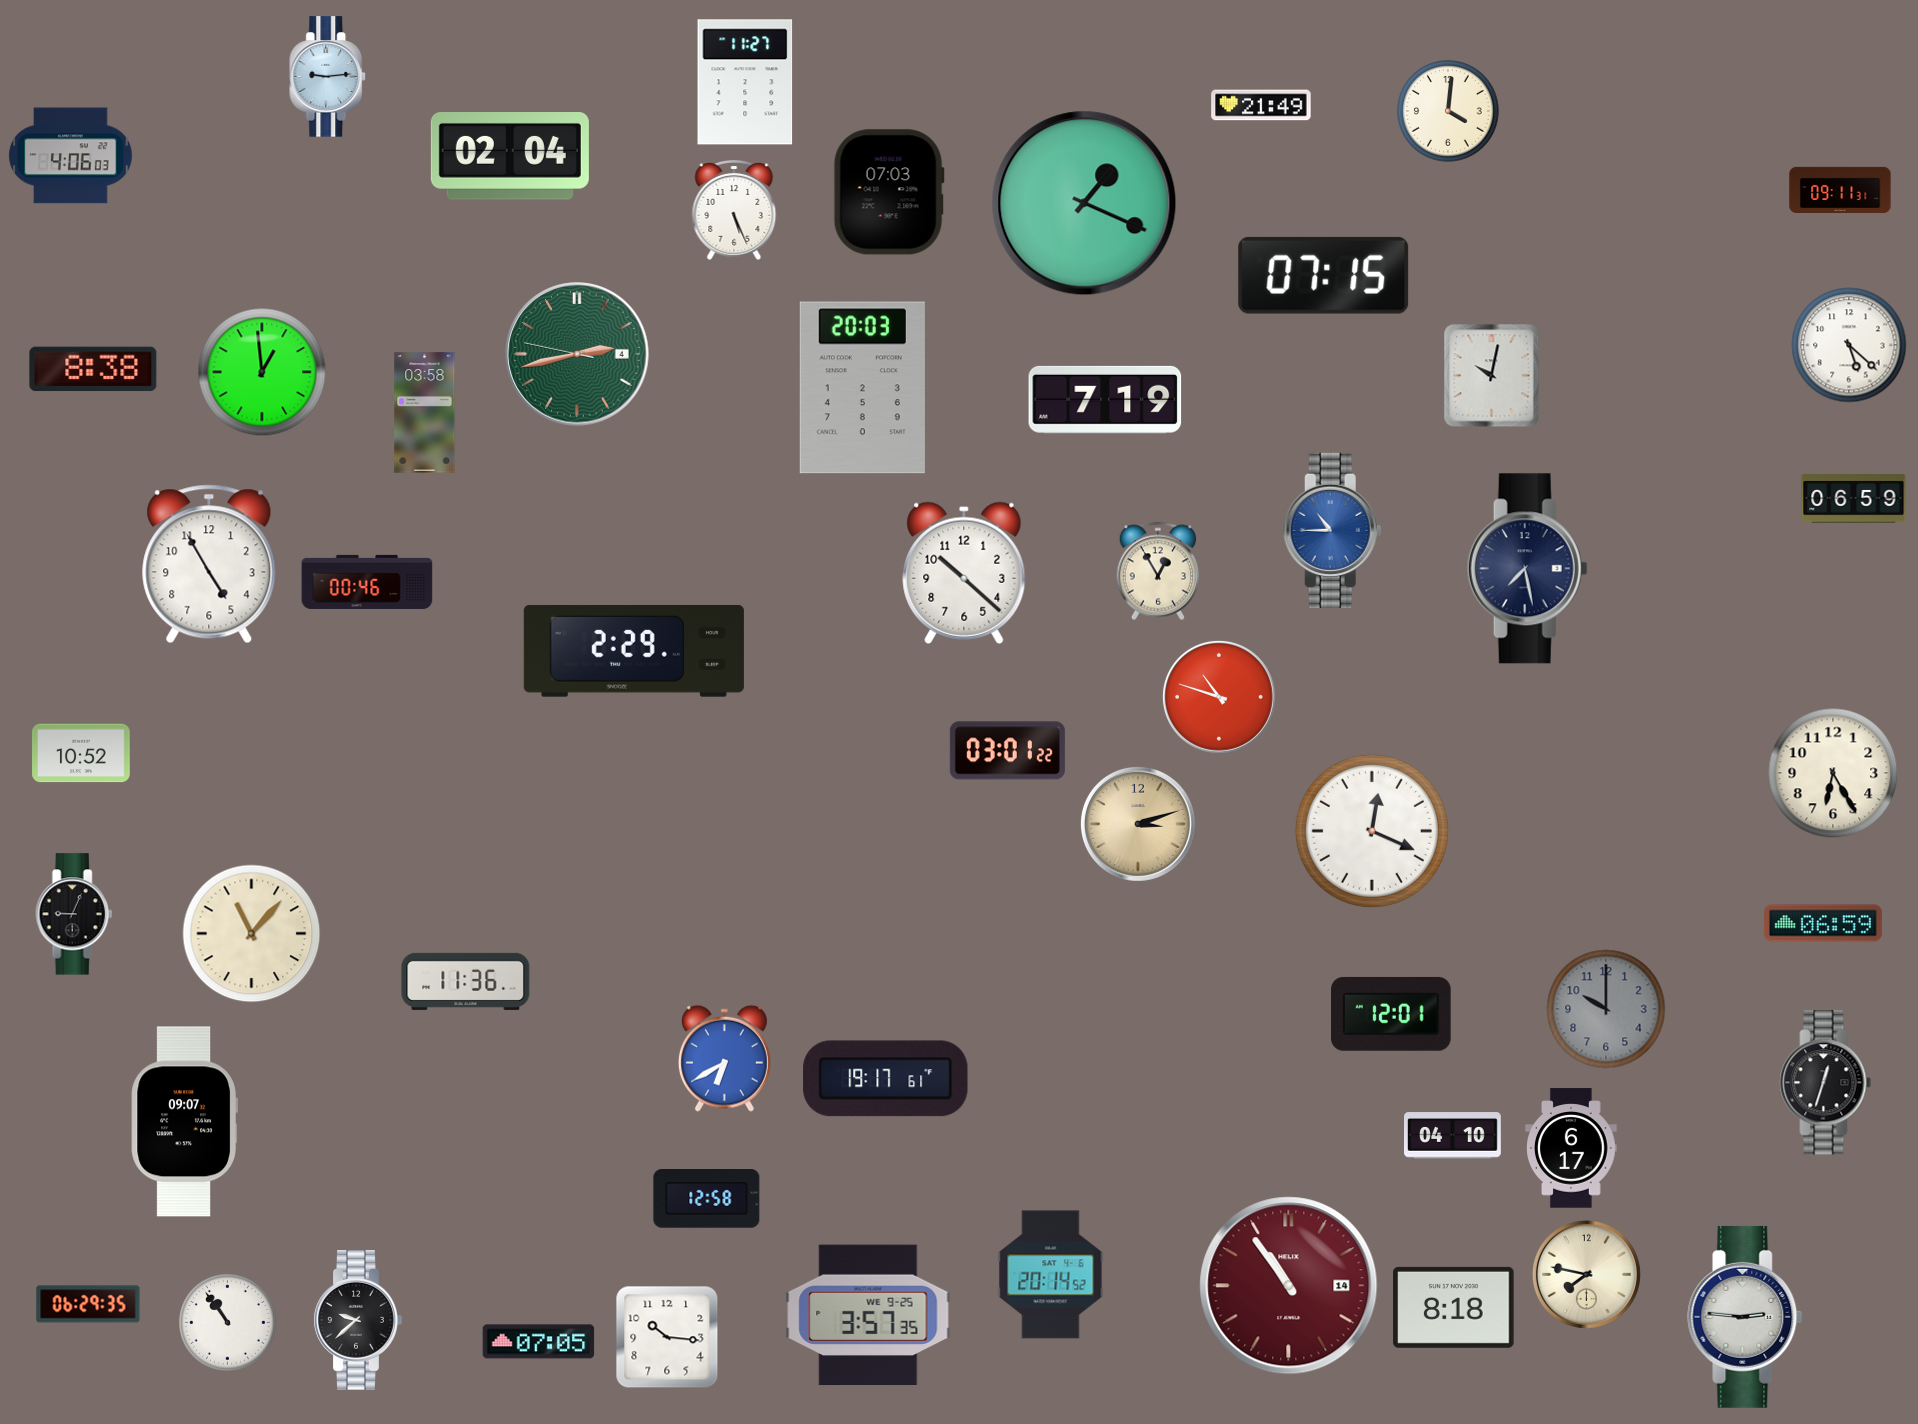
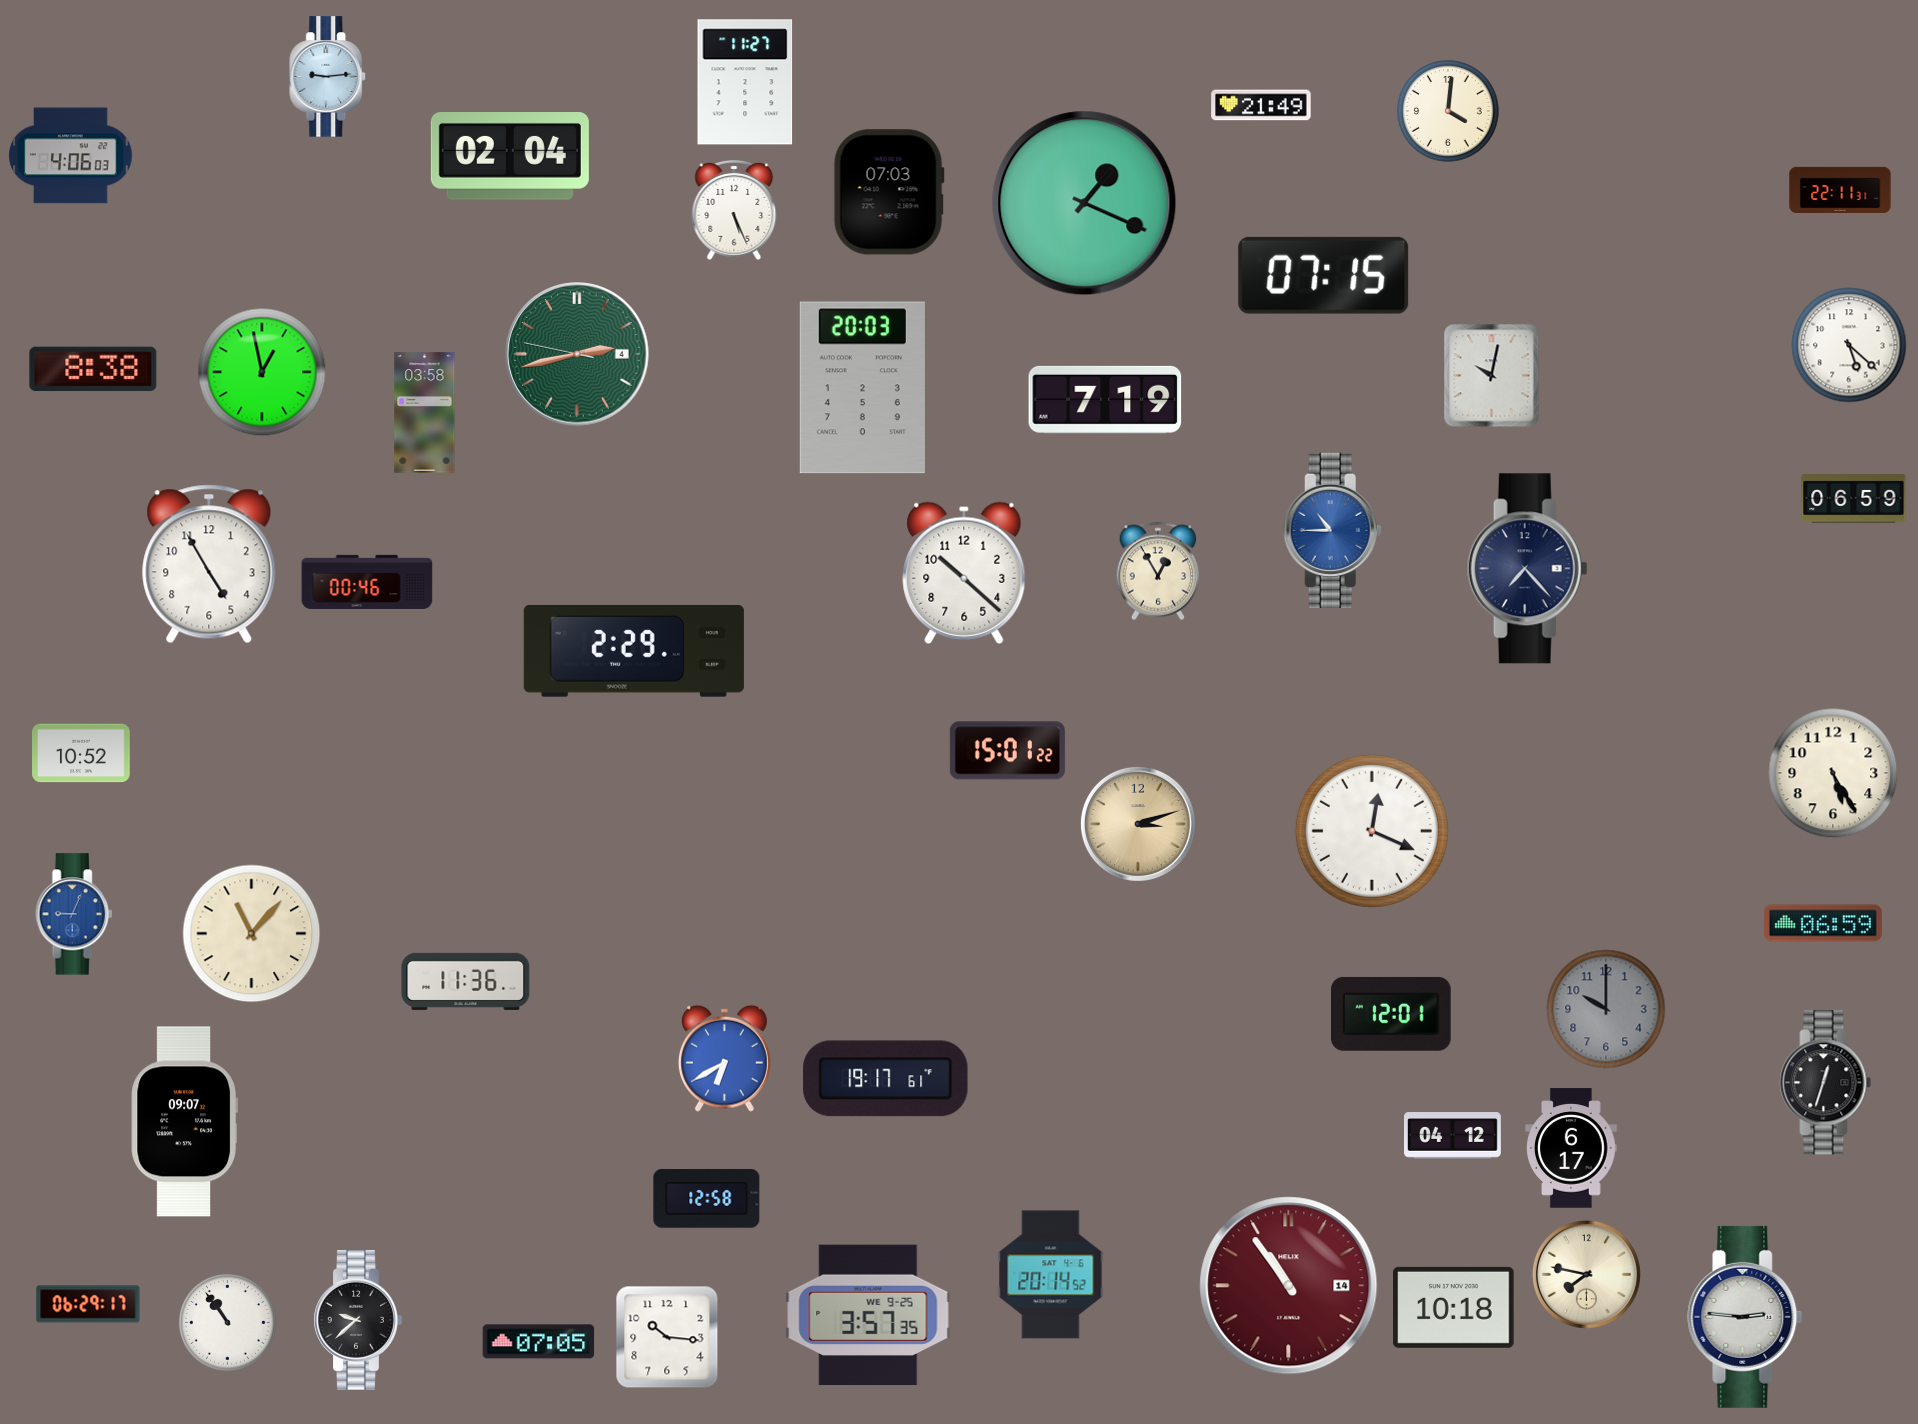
clock at (1840, 190): 09:11 -> 22:11
clock at (262, 372): 12:59 -> 12:58
clock at (1527, 569): 7:28 -> 7:23
clock at (1219, 697): 10:48 -> none
clock at (1007, 751): 03:01 -> 15:01
clock at (1833, 773): 6:25 -> 5:25
clock at (74, 914) dial: black -> blue
clock at (1453, 1136): 04:10 -> 04:12
clock at (88, 1304): 06:29:35 -> 06:29:17
clock at (1454, 1307): 8:18 -> 10:18
